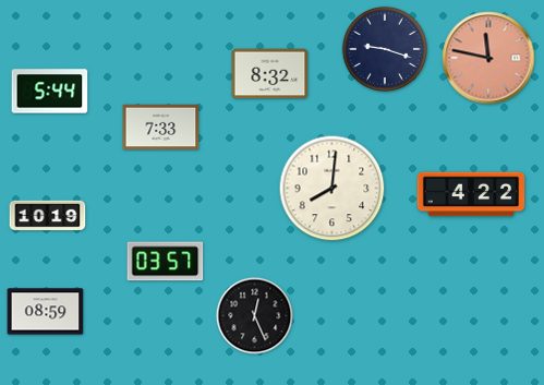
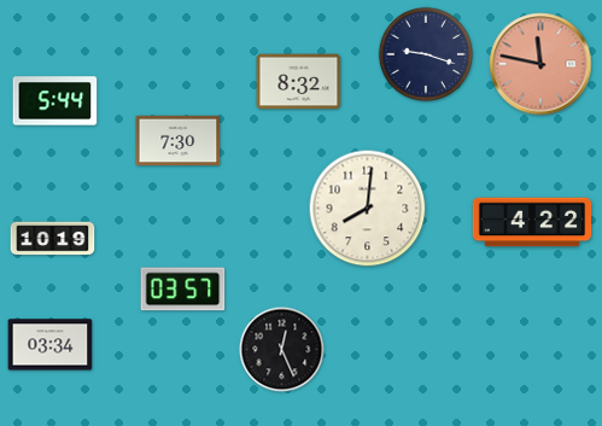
clock at (161, 128): 7:33 -> 7:30
clock at (471, 194) position: (471, 194) -> (532, 222)
clock at (46, 312): 08:59 -> 03:34
